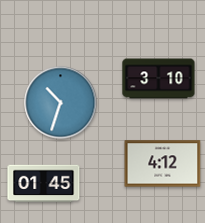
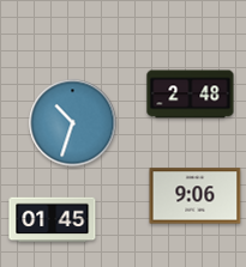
clock at (159, 79): 3:10 -> 2:48
clock at (163, 164): 4:12 -> 9:06
